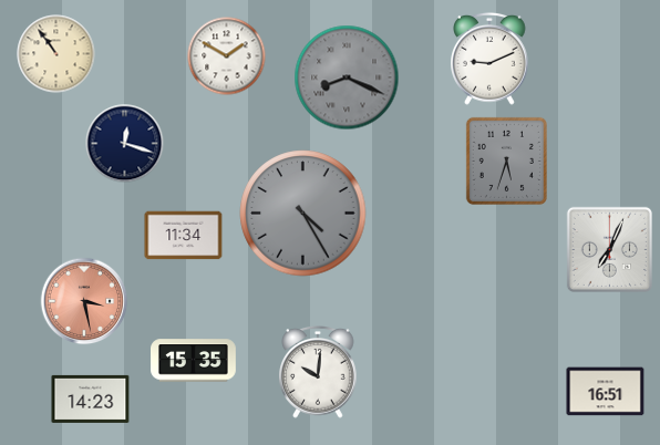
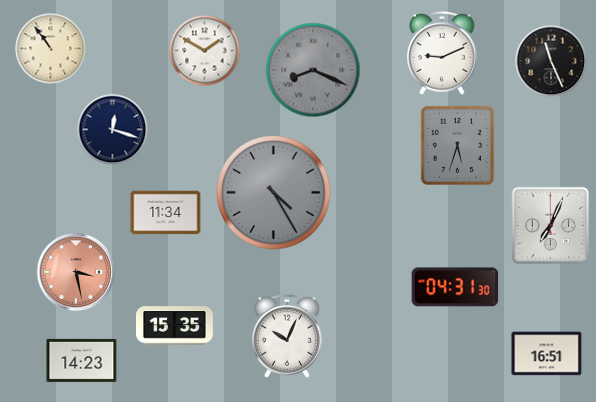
clock at (551, 61): none -> 11:26
clock at (455, 287): none -> 04:31
clock at (318, 372): 10:01 -> 10:04
